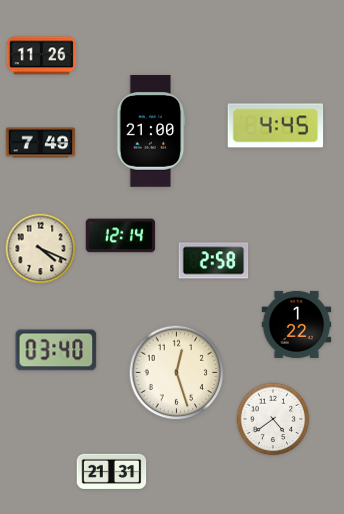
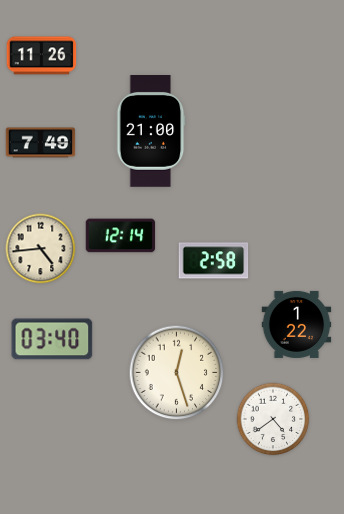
clock at (276, 126): 4:45 -> none
clock at (41, 249): 4:19 -> 4:44
clock at (56, 350) position: (56, 350) -> (52, 339)
clock at (112, 471): 21:31 -> none
